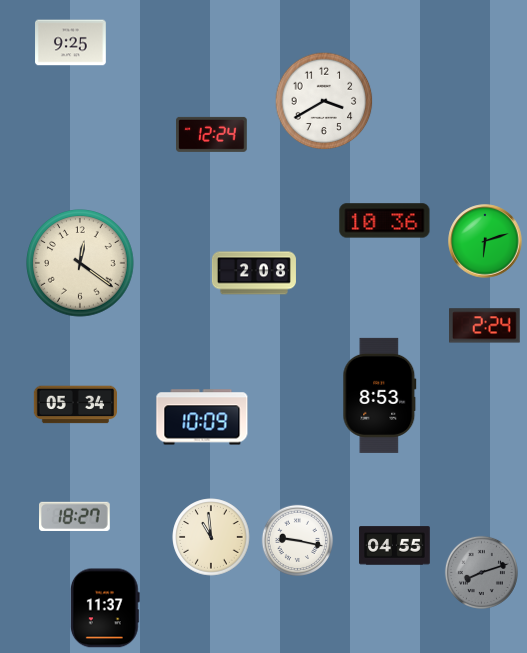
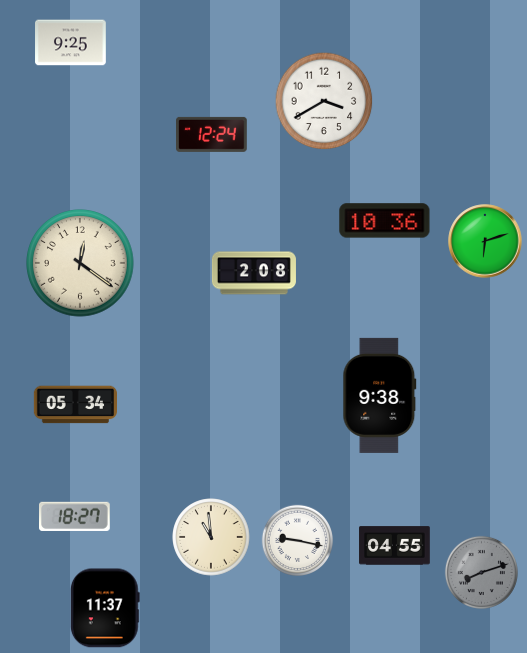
clock at (485, 326): 2:24 -> none
clock at (380, 395): 8:53 -> 9:38
clock at (202, 417): 10:09 -> none
